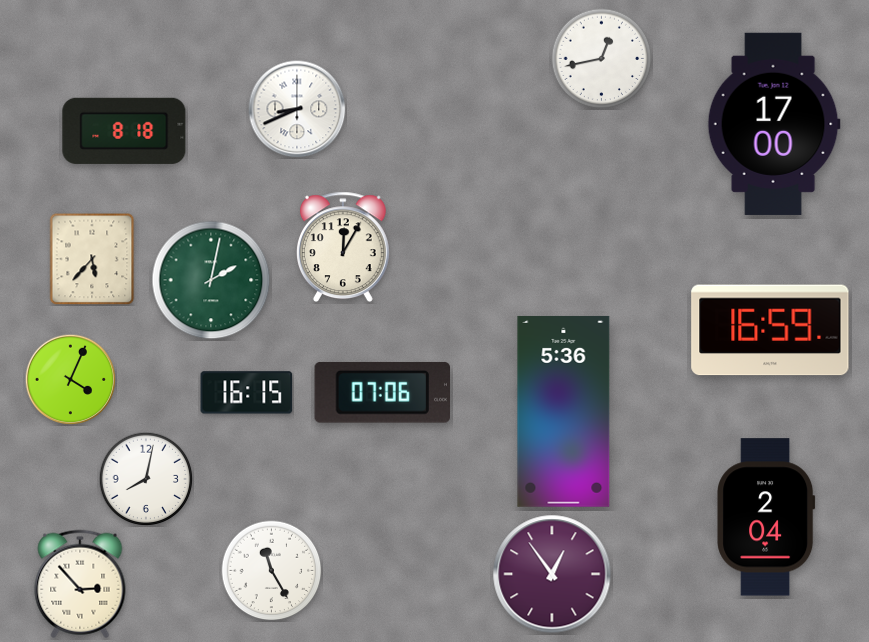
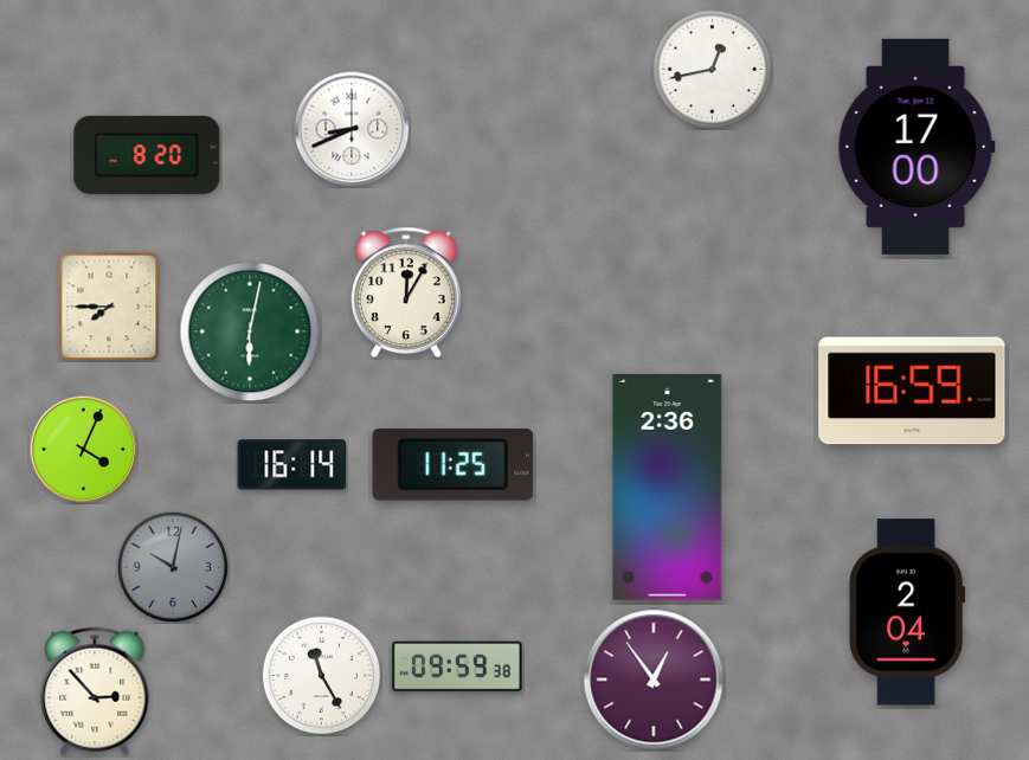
clock at (124, 131): 8:18 -> 8:20
clock at (92, 259): 5:37 -> 7:45
clock at (211, 280): 2:02 -> 6:02
clock at (382, 392): 07:06 -> 11:25
clock at (247, 393): 16:15 -> 16:14
clock at (564, 411): 5:36 -> 2:36
clock at (146, 479): 8:02 -> 10:02
clock at (146, 479) dial: white -> grey
clock at (458, 666): none -> 09:59
